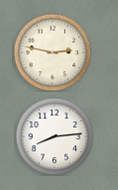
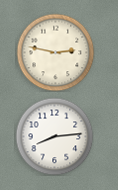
clock at (52, 52) position: (52, 52) -> (55, 52)
